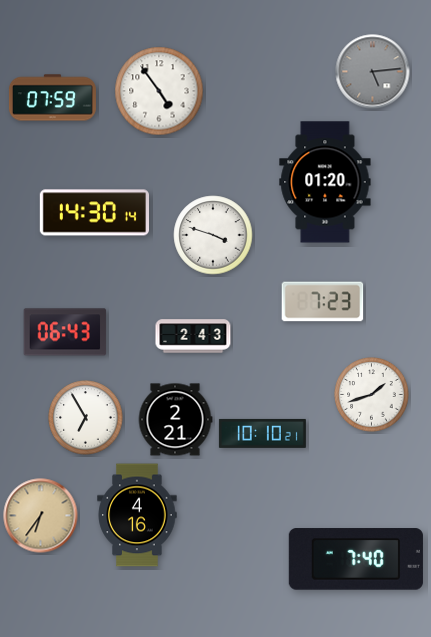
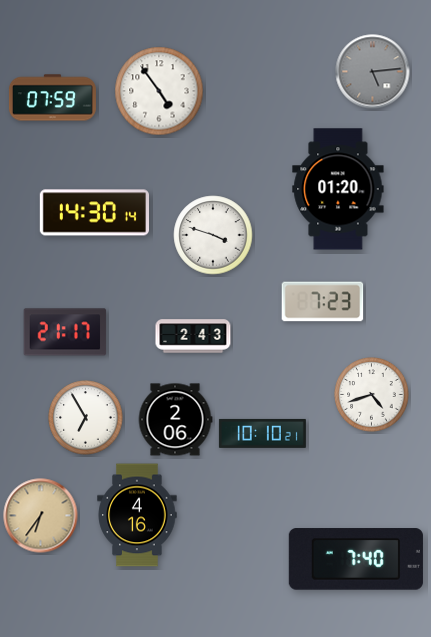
clock at (325, 182) position: (325, 182) -> (338, 189)
clock at (65, 332): 06:43 -> 21:17
clock at (372, 395): 1:42 -> 4:42
clock at (175, 420): 2:21 -> 2:06
